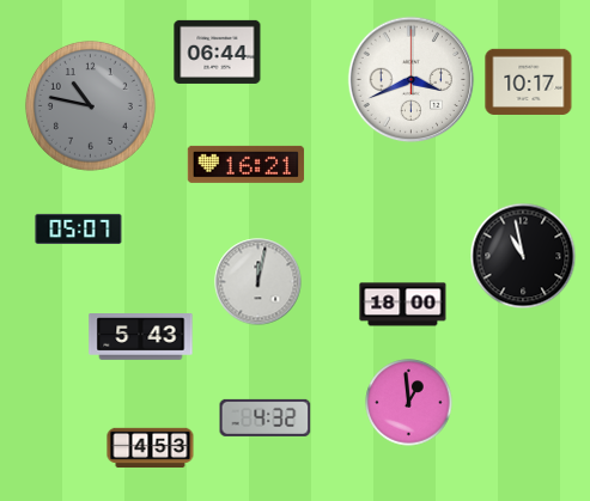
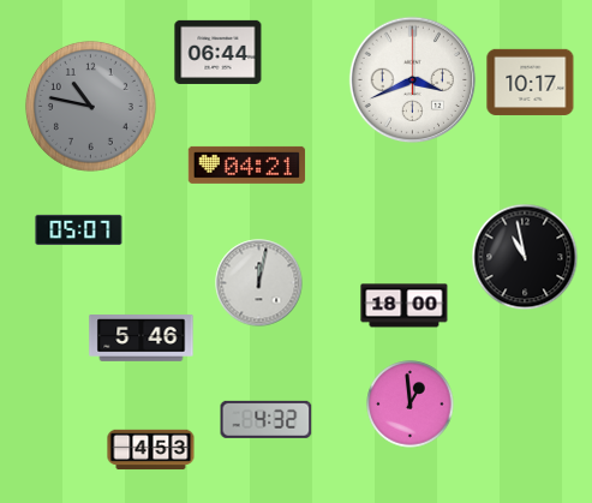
clock at (247, 164): 16:21 -> 04:21
clock at (141, 337): 5:43 -> 5:46
